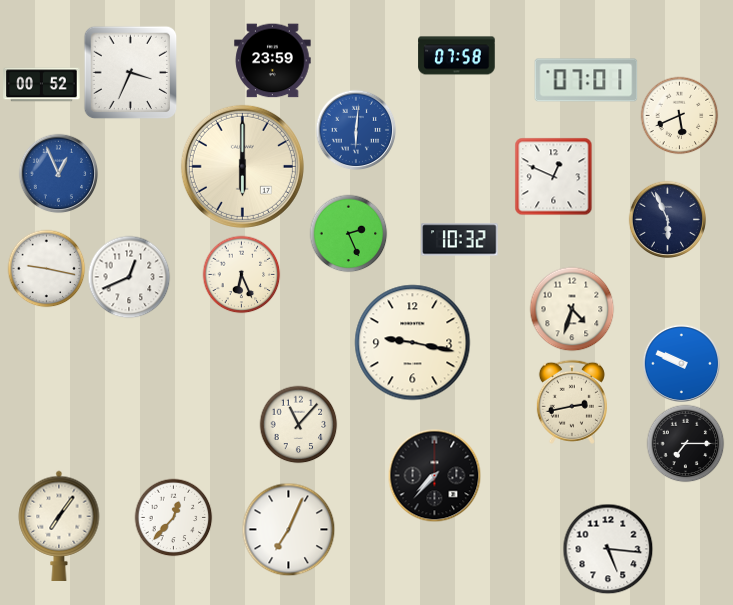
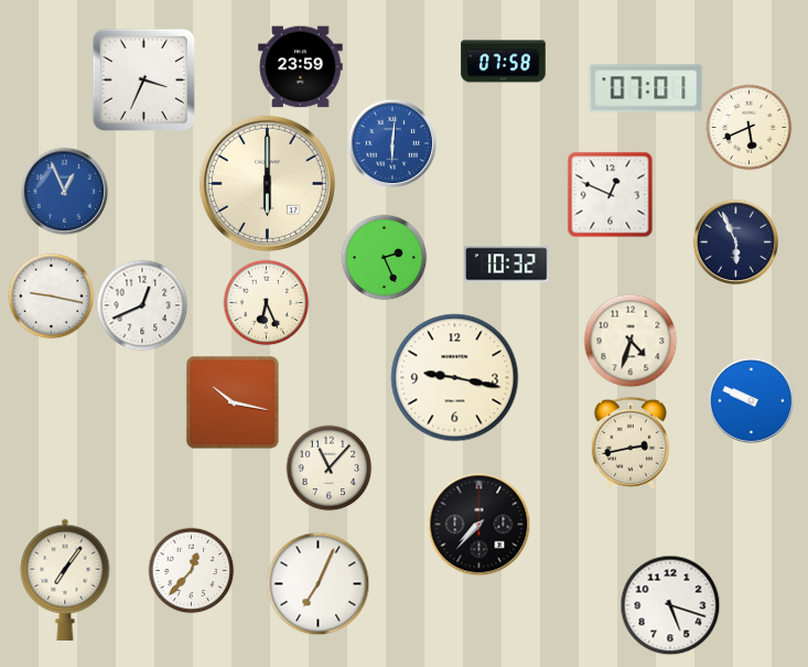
clock at (42, 85): 00:52 -> none
clock at (234, 404): none -> 10:17
clock at (685, 443): 7:15 -> none
clock at (608, 549): 5:16 -> 5:18
